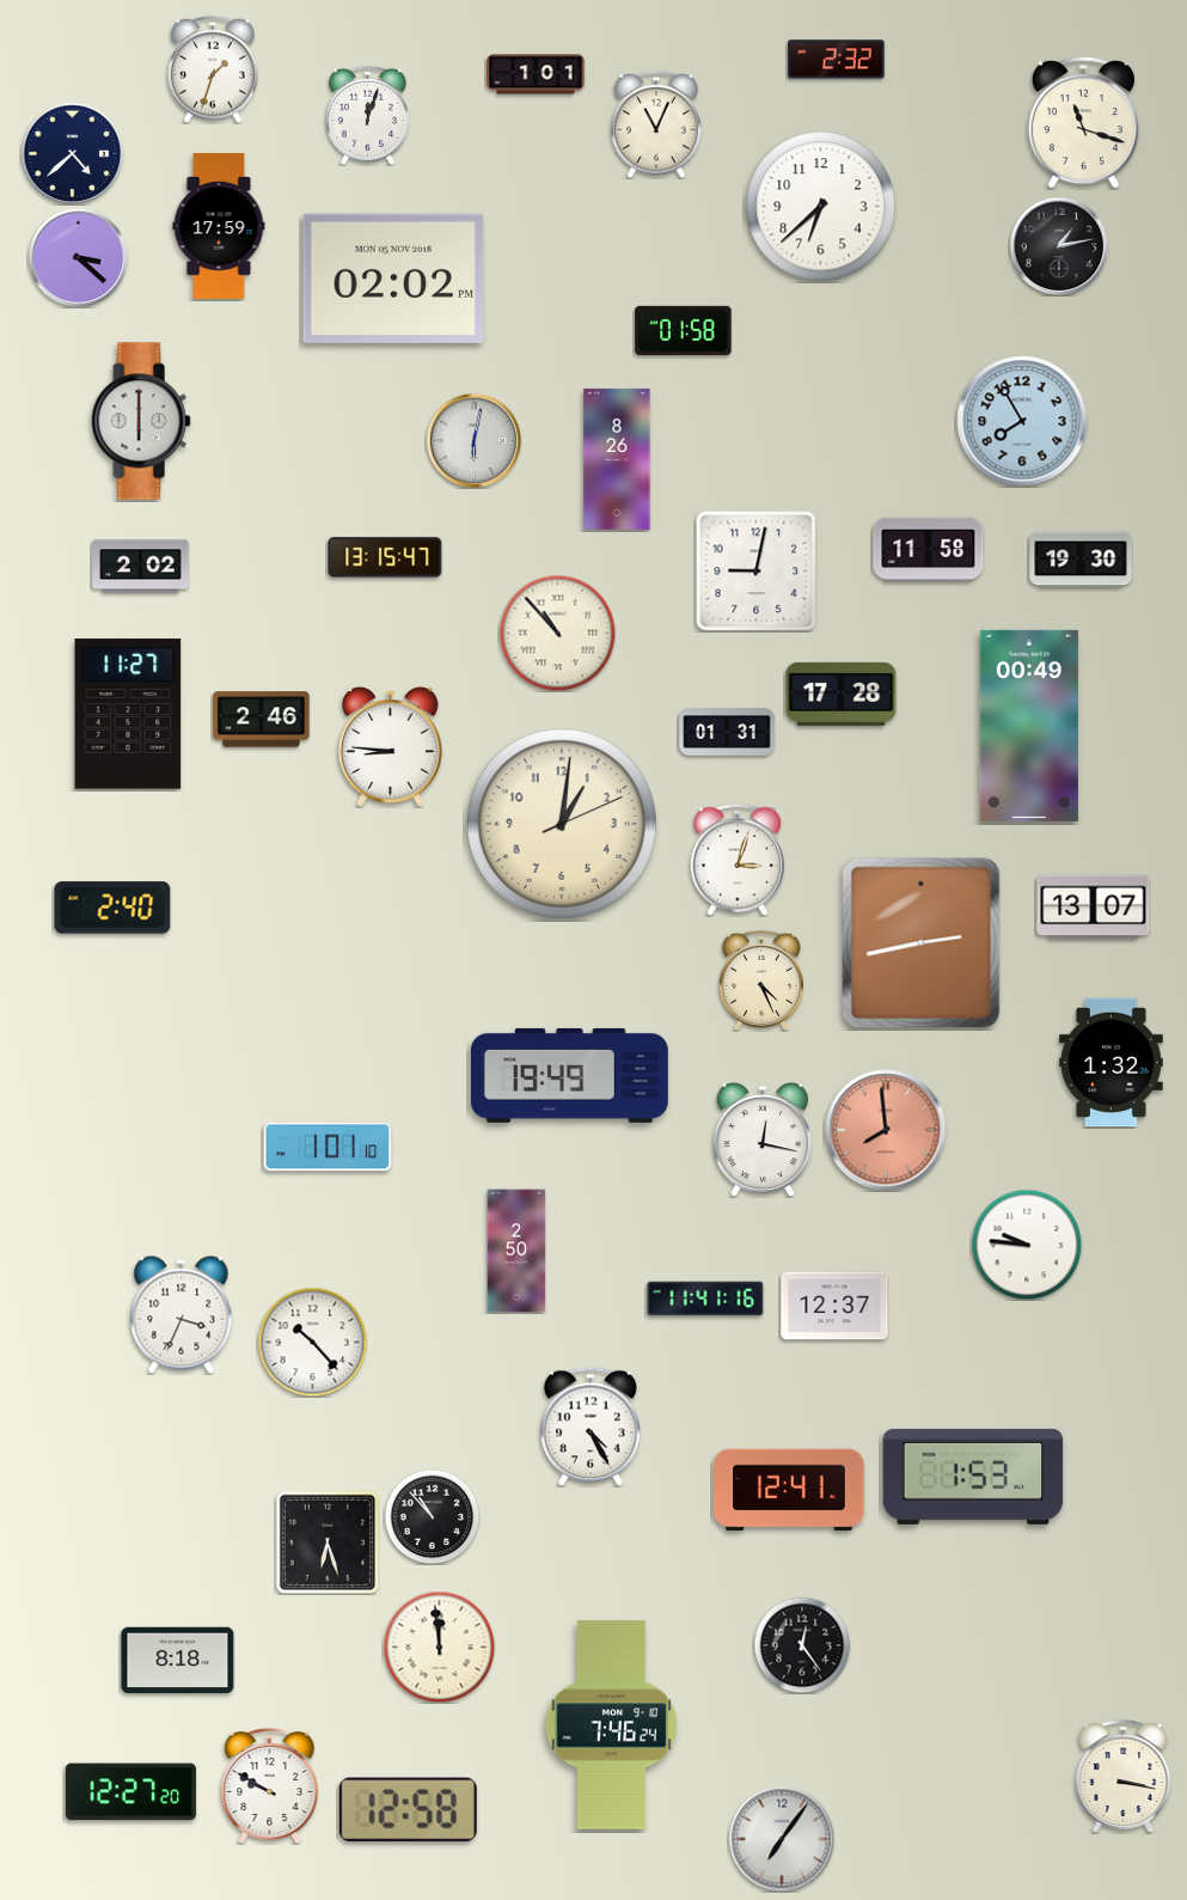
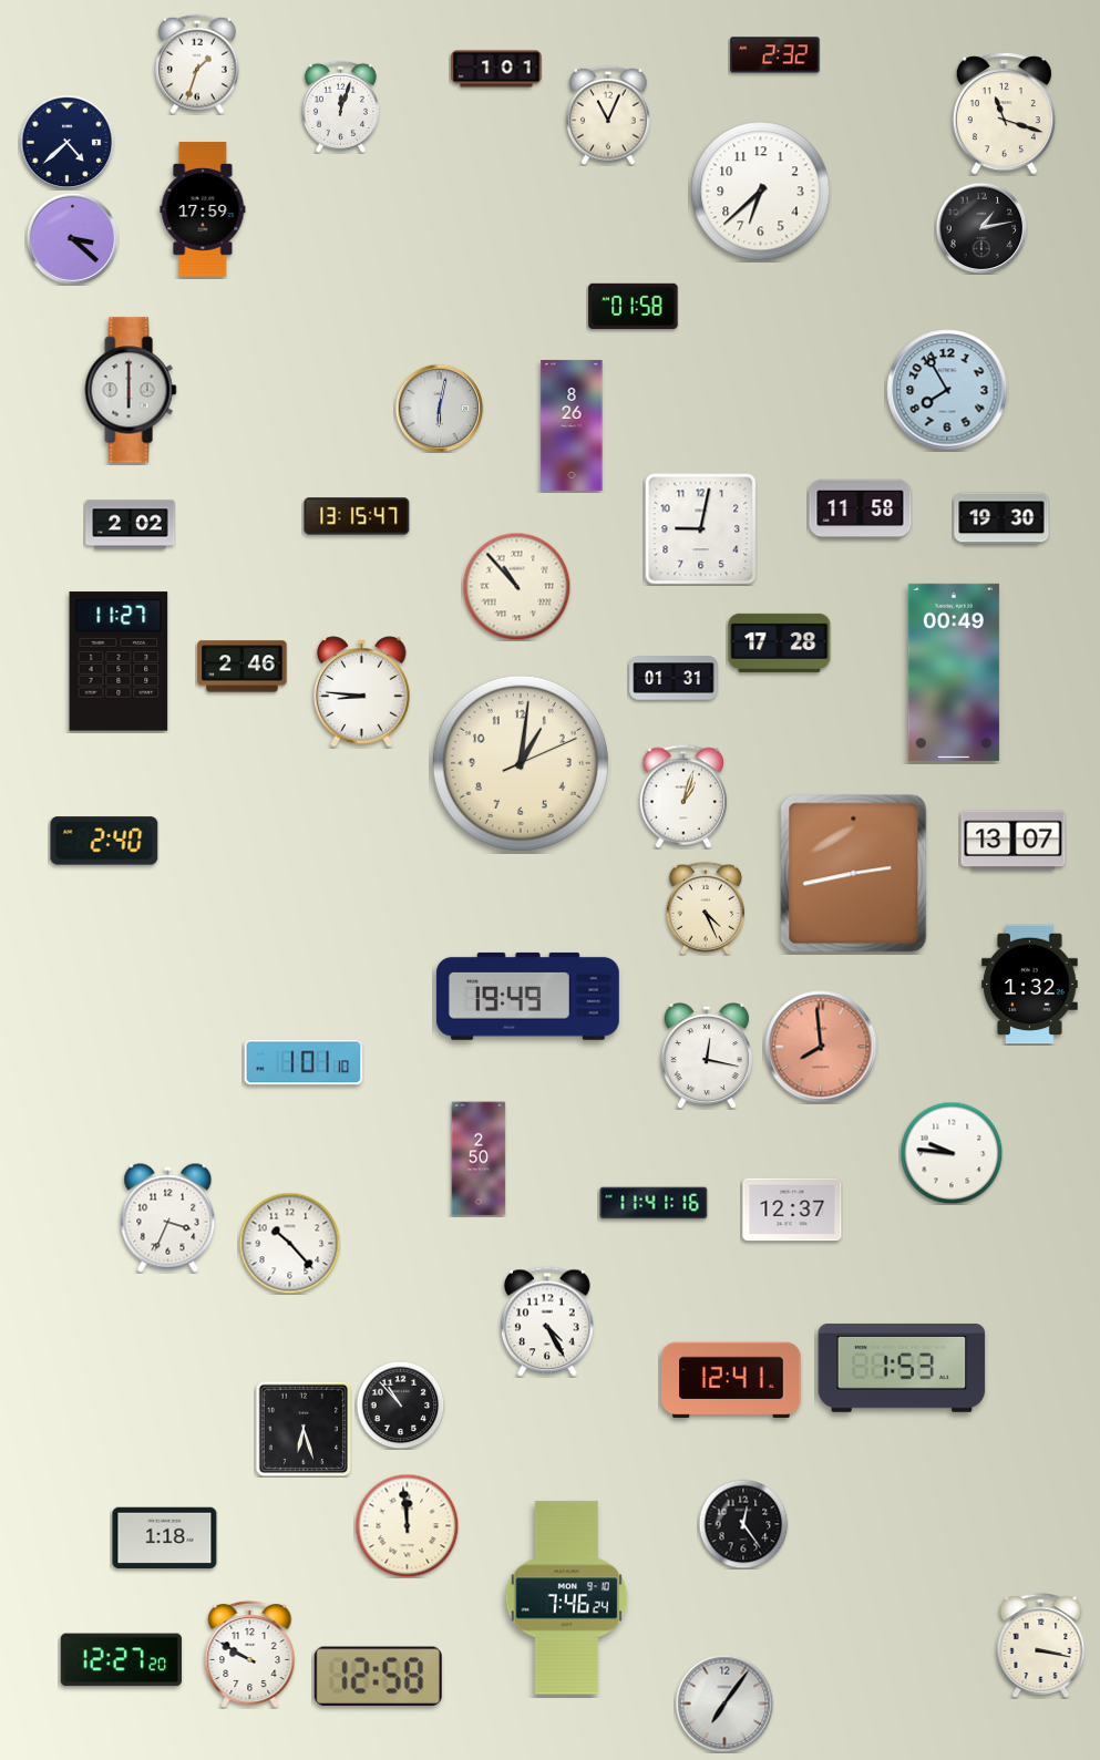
clock at (393, 279): 02:02 -> none
clock at (738, 860): 3:03 -> 1:03
clock at (834, 1306) position: (834, 1306) -> (792, 1210)
clock at (178, 1661): 8:18 -> 1:18
